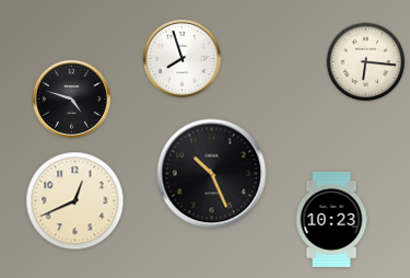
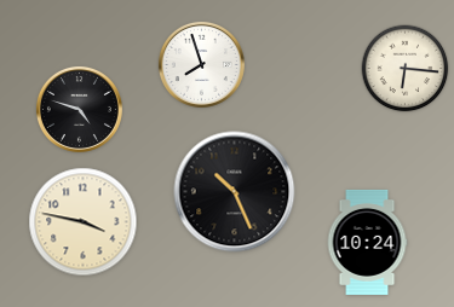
clock at (75, 201): 12:41 -> 3:47
clock at (331, 219): 10:23 -> 10:24
